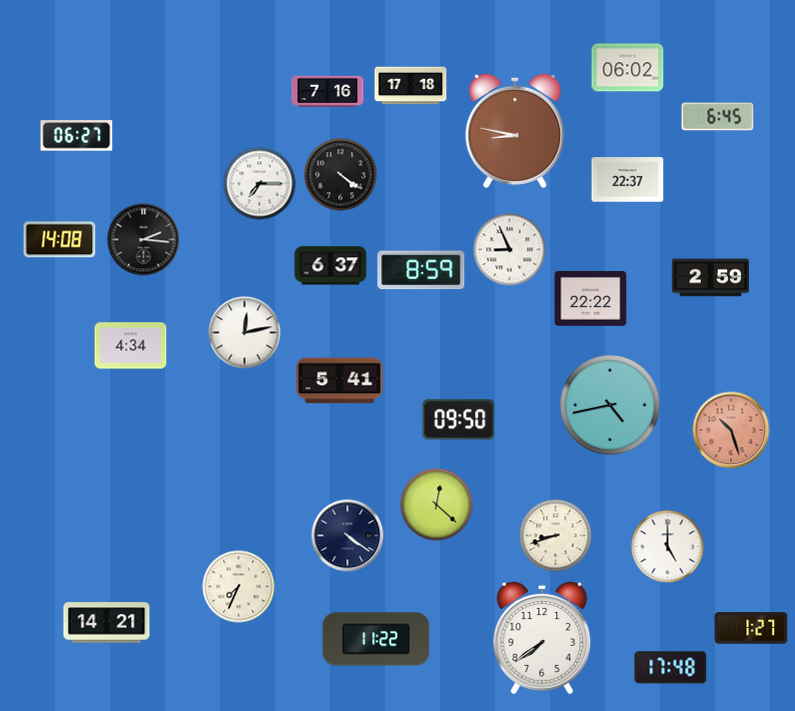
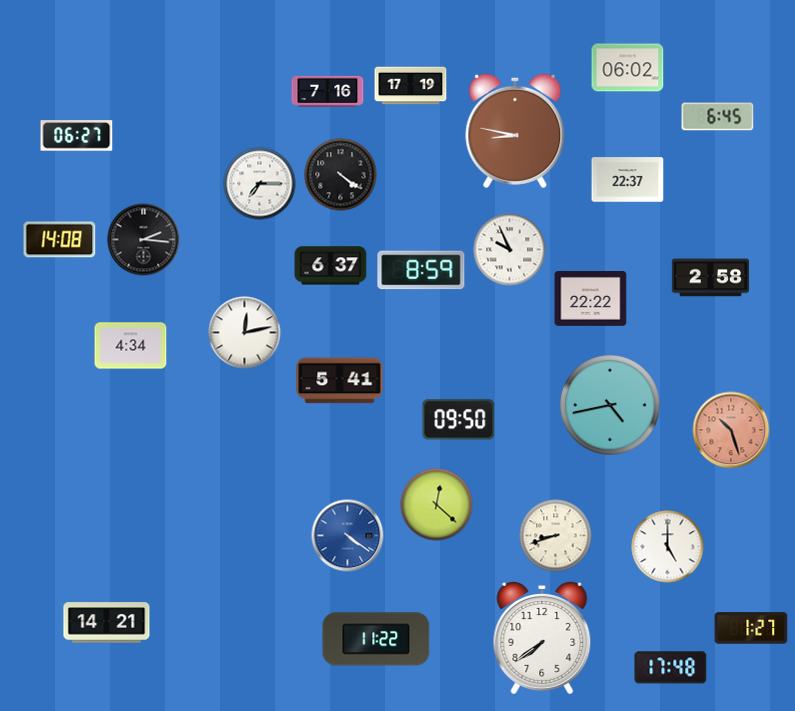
clock at (411, 86): 17:18 -> 17:19
clock at (510, 250): 8:56 -> 9:56
clock at (710, 278): 2:59 -> 2:58
clock at (348, 536) dial: navy -> blue
clock at (239, 587): 7:34 -> none
